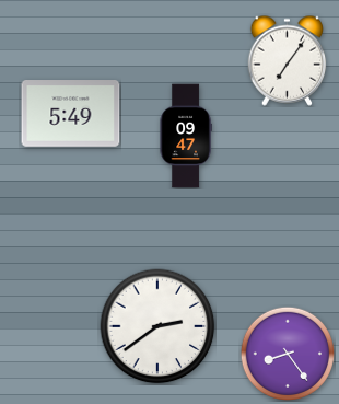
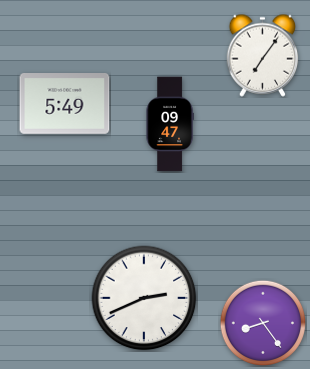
clock at (157, 326): 2:39 -> 2:41
